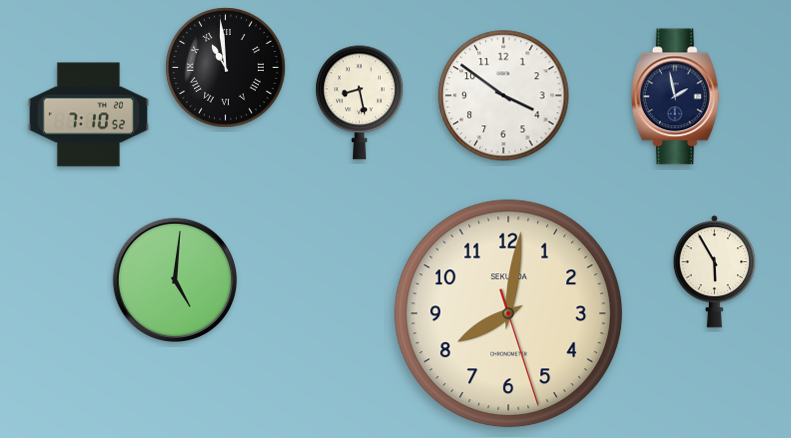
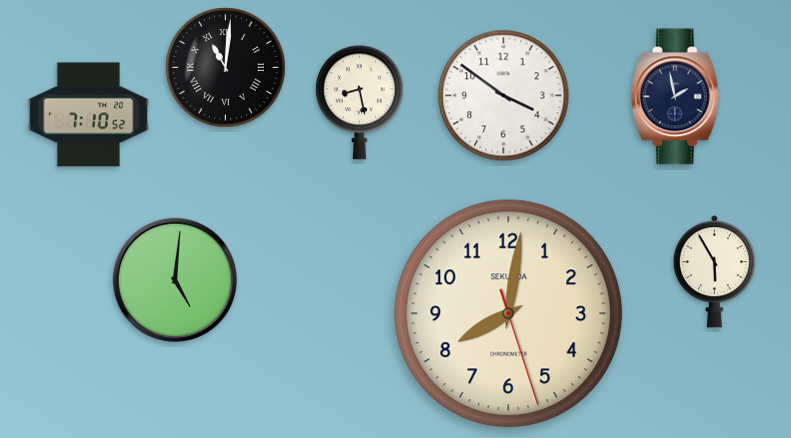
clock at (226, 68): 10:59 -> 11:01
